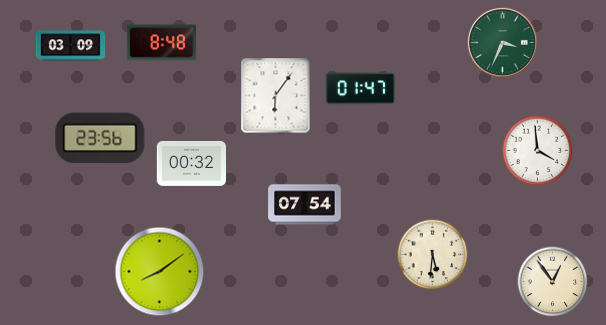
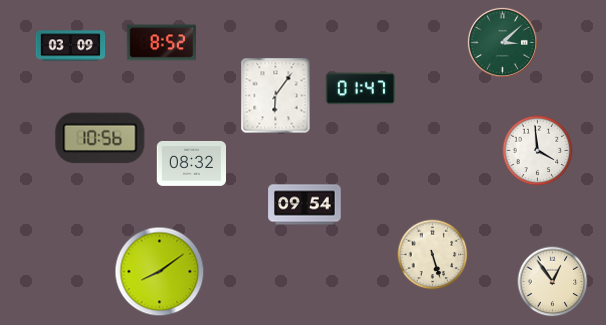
clock at (502, 42): 3:34 -> 3:08
clock at (161, 43): 8:48 -> 8:52
clock at (100, 138): 23:56 -> 10:56
clock at (191, 163): 00:32 -> 08:32
clock at (305, 205): 07:54 -> 09:54
clock at (433, 255): 5:31 -> 5:27
